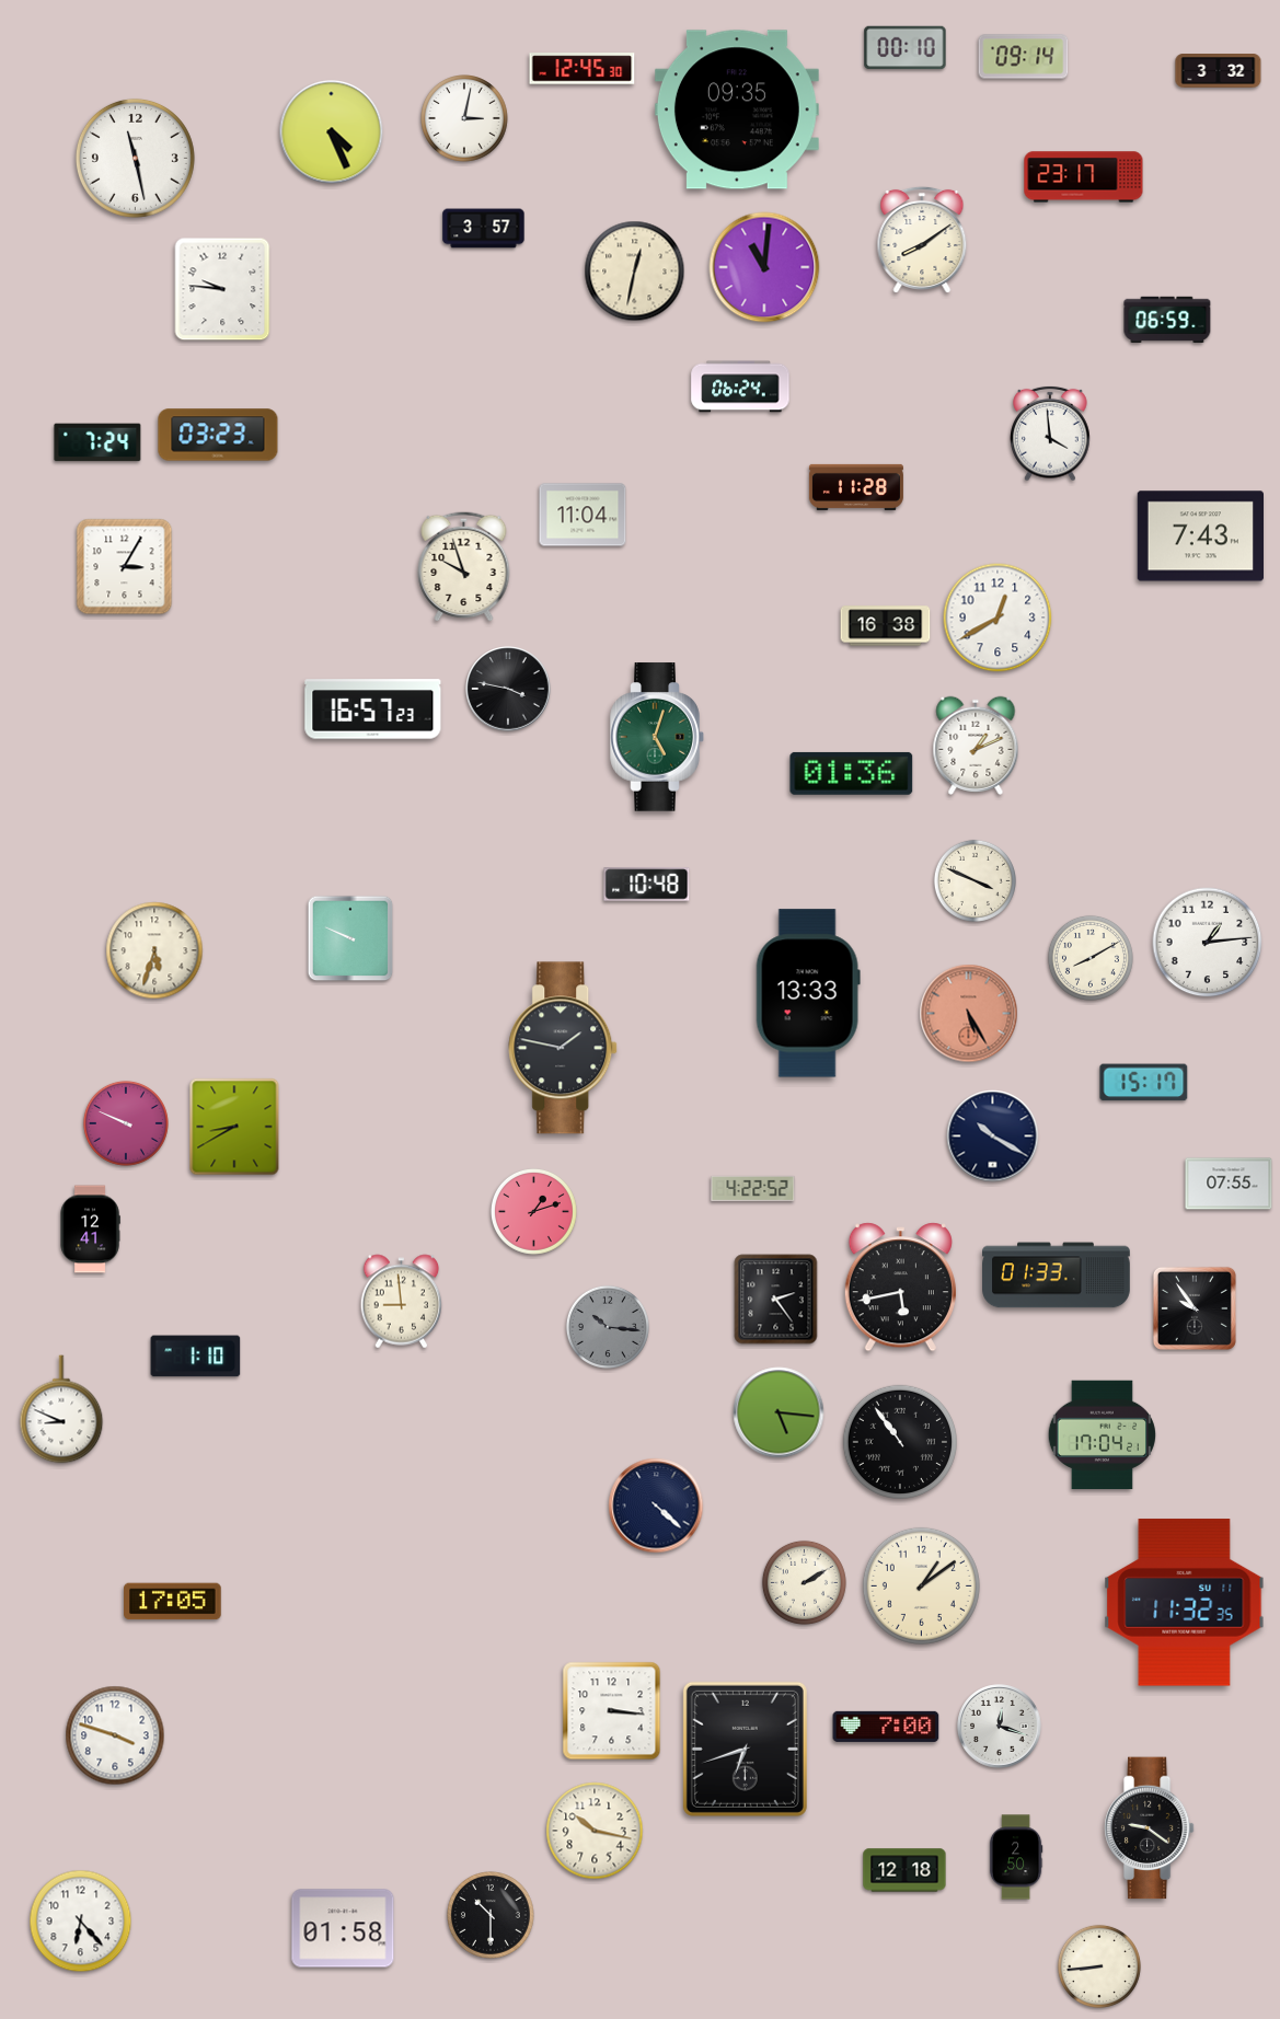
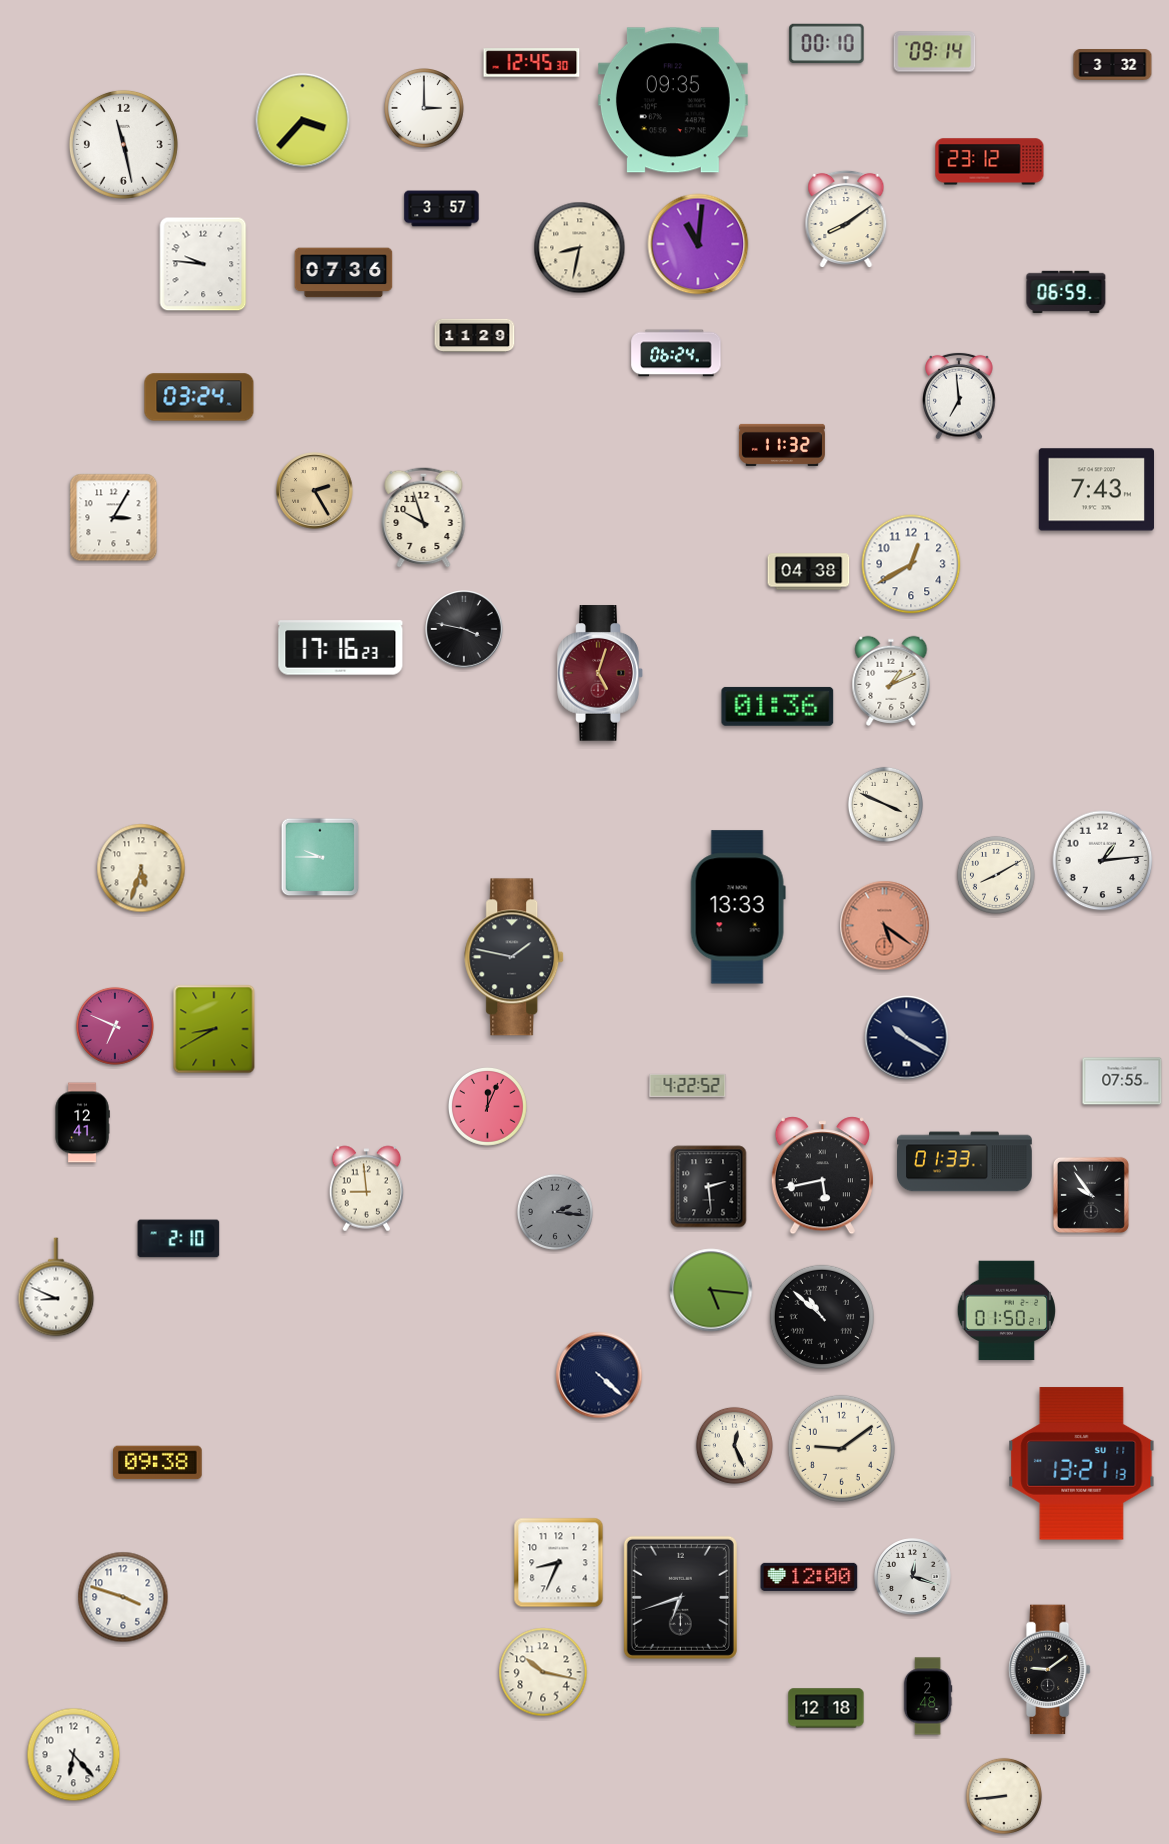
clock at (465, 119): 3:02 -> 3:00
clock at (332, 132): 4:26 -> 3:37
clock at (1084, 177): 23:17 -> 23:12
clock at (922, 240) position: (922, 240) -> (846, 219)
clock at (635, 272): 12:32 -> 8:32
clock at (344, 273): none -> 07:36
clock at (475, 336): none -> 11:29
clock at (1050, 434): 3:59 -> 6:59
clock at (218, 435): 03:23 -> 03:24
clock at (97, 442): 7:24 -> none
clock at (856, 487): 11:28 -> 11:32
clock at (583, 515): 11:04 -> none
clock at (315, 491): none -> 2:25
clock at (886, 626): 16:38 -> 04:38
clock at (373, 709): 16:57 -> 17:16
clock at (657, 737) dial: green -> burgundy
clock at (975, 880) position: (975, 880) -> (885, 804)
clock at (647, 885): 10:48 -> none
clock at (350, 938): 9:49 -> 9:45
clock at (969, 1014): 5:25 -> 5:21
clock at (1144, 1083): 15:17 -> none
clock at (126, 1123): 9:49 -> 6:49
clock at (533, 1211): 1:12 -> 12:04
clock at (1057, 1276) position: (1057, 1276) -> (965, 1162)
clock at (776, 1300): 2:24 -> 2:29
clock at (608, 1327): 10:16 -> 2:16
clock at (196, 1357): 1:10 -> 2:10
clock at (1102, 1435): 17:04 -> 01:50
clock at (899, 1441): 10:54 -> 10:52
clock at (804, 1582): 2:10 -> 12:26
clock at (921, 1585): 1:09 -> 9:09
clock at (173, 1602): 17:05 -> 09:38
clock at (1185, 1603): 11:32 -> 13:21
clock at (612, 1711): 3:16 -> 8:34
clock at (886, 1727): 7:00 -> 12:00
clock at (115, 1735) position: (115, 1735) -> (123, 1597)
clock at (1149, 1828): 9:21 -> 9:09
clock at (1016, 1857): 2:50 -> 2:48
clock at (492, 1916): 10:30 -> none
clock at (343, 1928): 01:58 -> none
